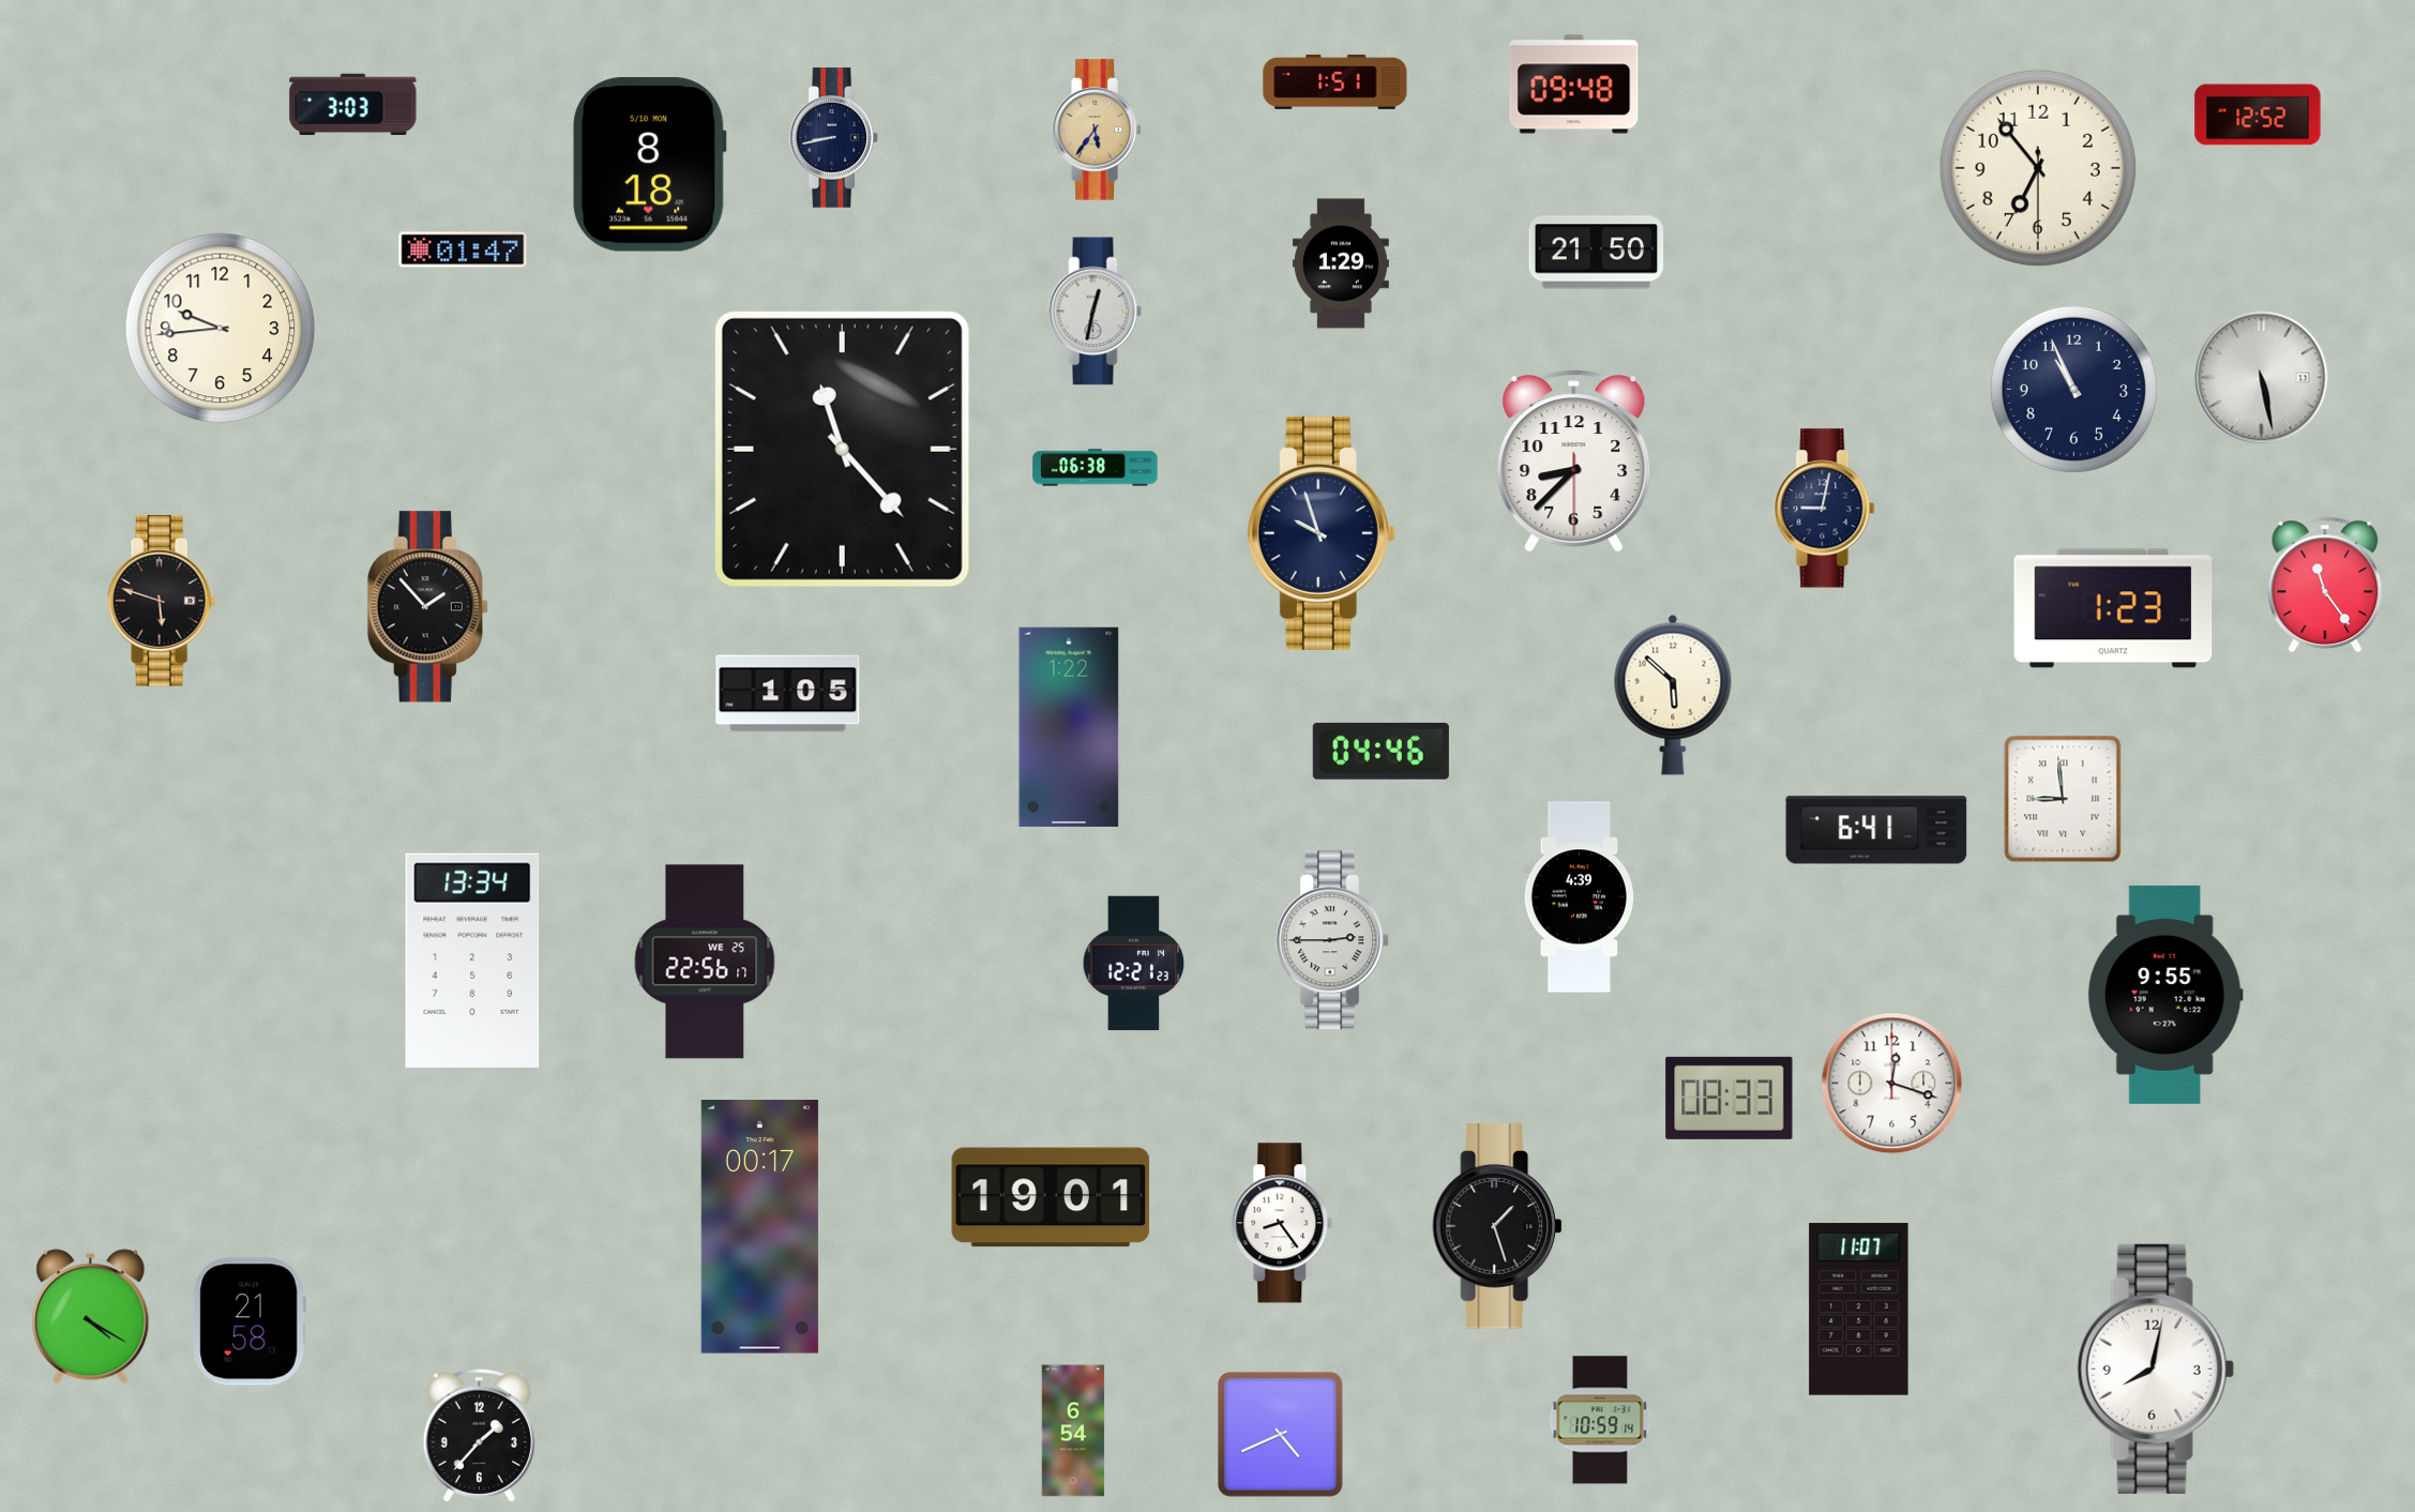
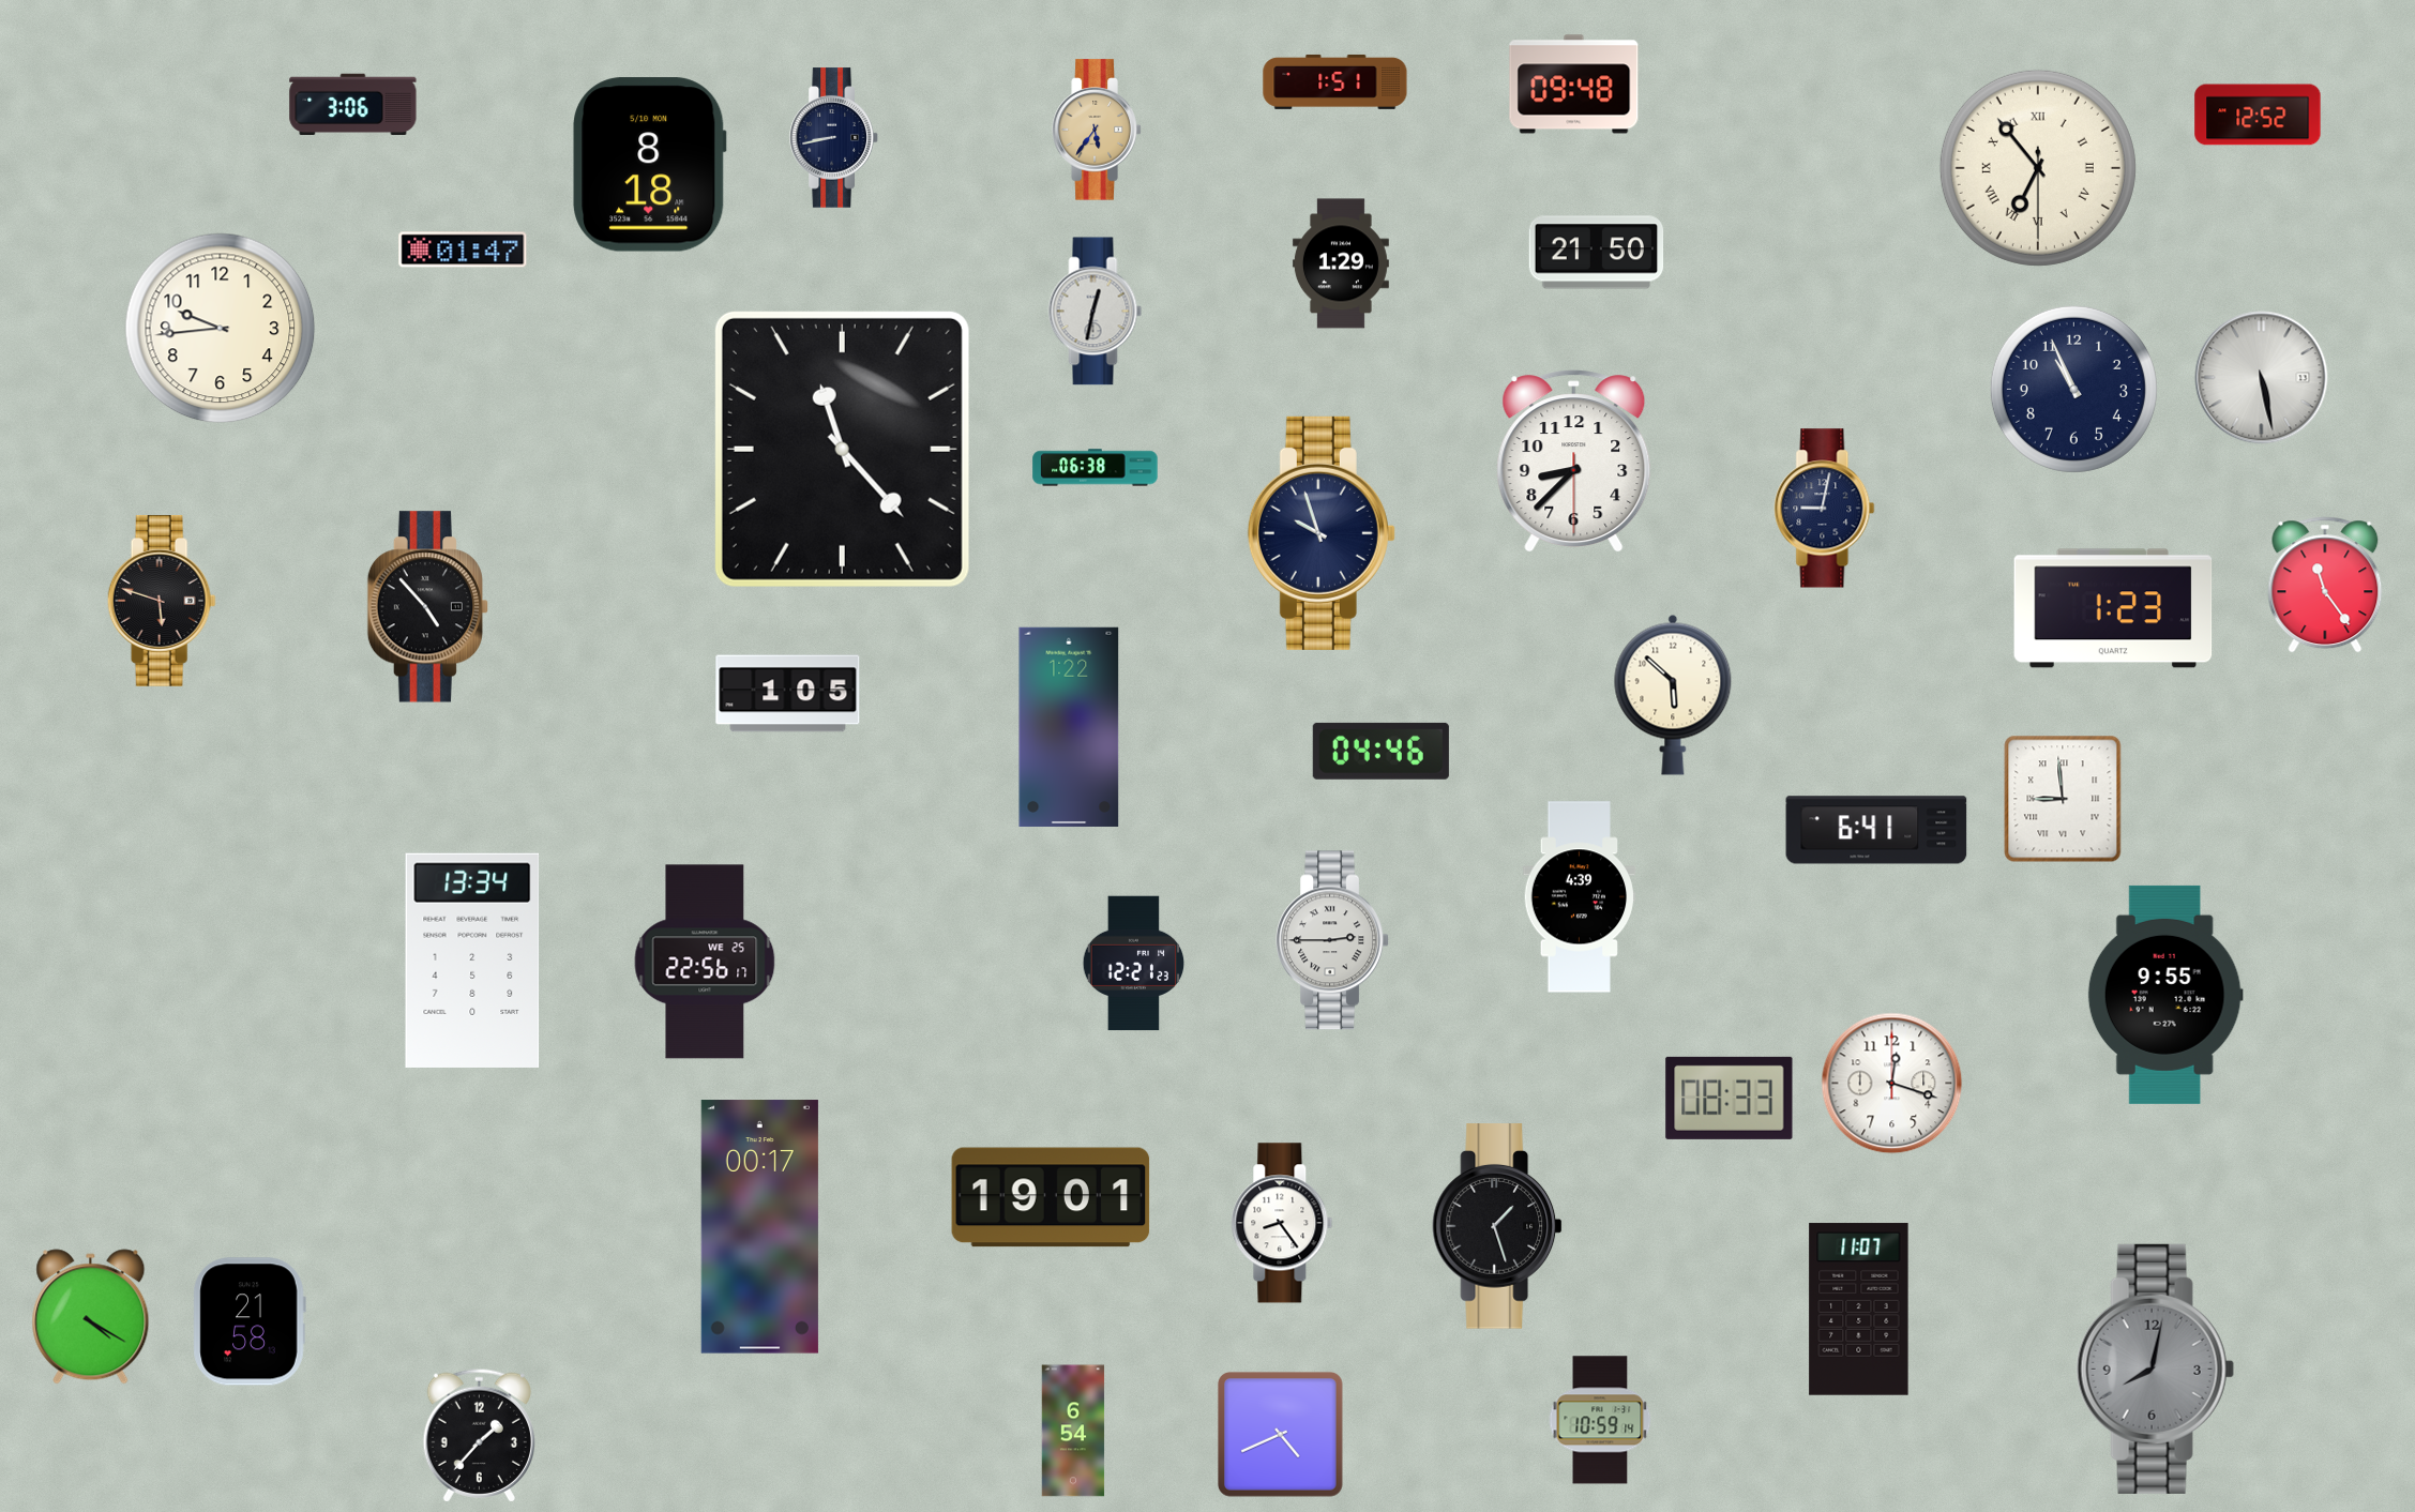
clock at (353, 104): 3:03 -> 3:06
clock at (2038, 168) numerals: Arabic -> Roman
clock at (427, 607): 1:53 -> 4:53
clock at (2155, 1369) dial: white -> grey
